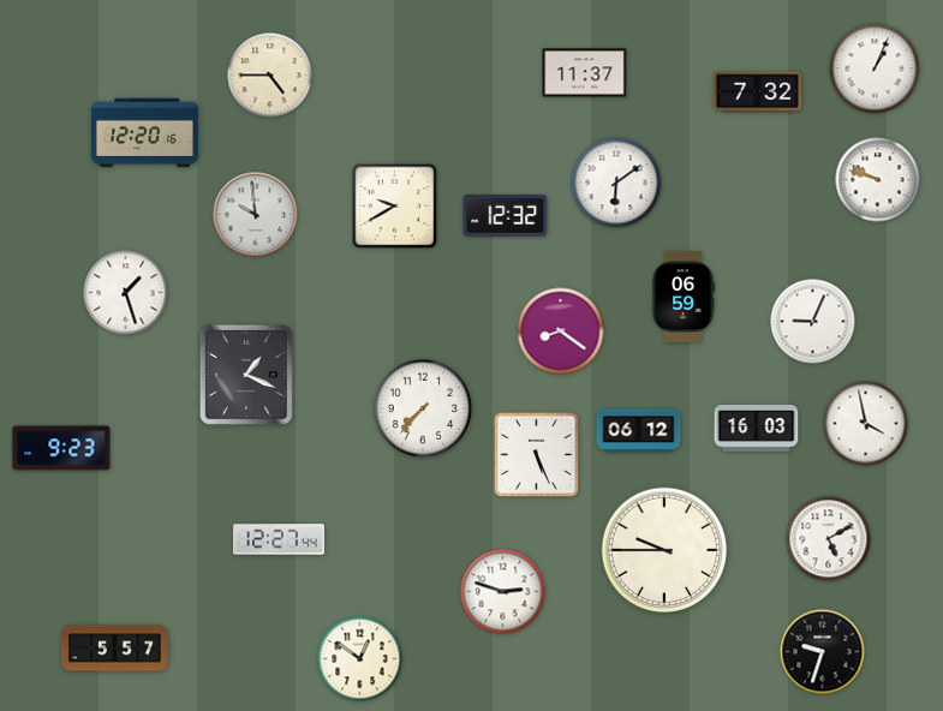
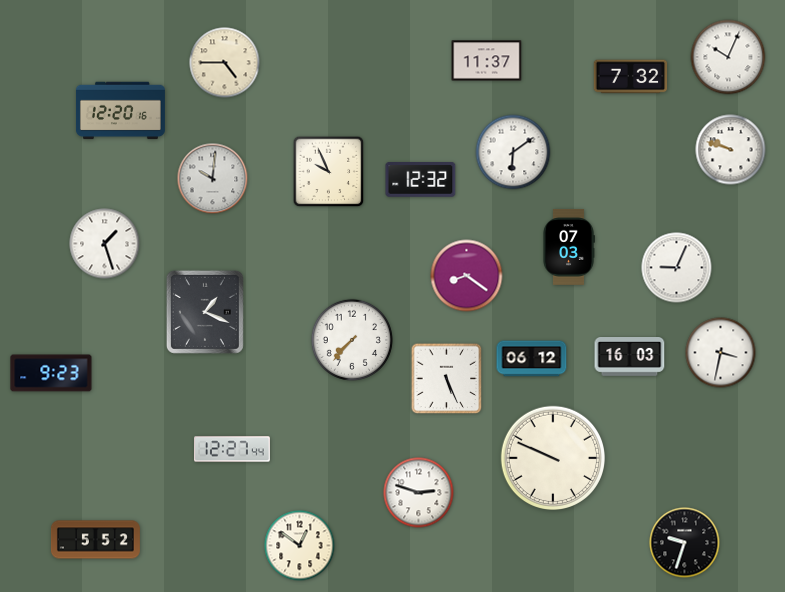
clock at (875, 68): 1:04 -> 10:04
clock at (395, 207): 9:40 -> 9:56
clock at (256, 215): 9:59 -> 10:01
clock at (684, 298): 06:59 -> 07:03
clock at (866, 424): 3:58 -> 3:32
clock at (829, 539): 5:10 -> none
clock at (663, 549): 9:45 -> 9:49
clock at (114, 649): 5:57 -> 5:52
clock at (360, 659) position: (360, 659) -> (300, 546)
